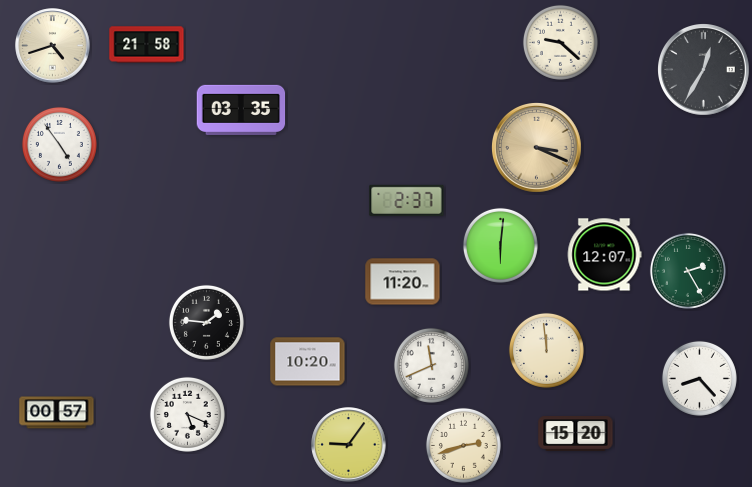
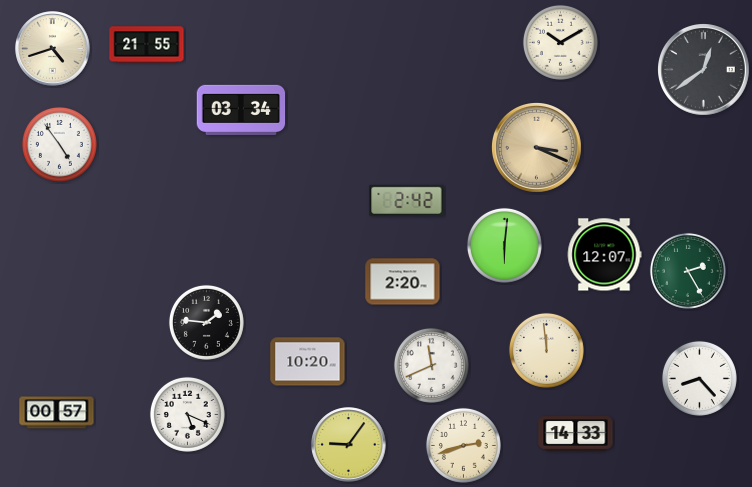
clock at (560, 42): 9:22 -> 10:10
clock at (147, 45): 21:58 -> 21:55
clock at (53, 46) position: (53, 46) -> (53, 49)
clock at (704, 70): 12:35 -> 12:39
clock at (241, 110): 03:35 -> 03:34
clock at (407, 200): 2:37 -> 2:42
clock at (500, 245) position: (500, 245) -> (504, 245)
clock at (403, 282): 11:20 -> 2:20
clock at (576, 434): 15:20 -> 14:33
